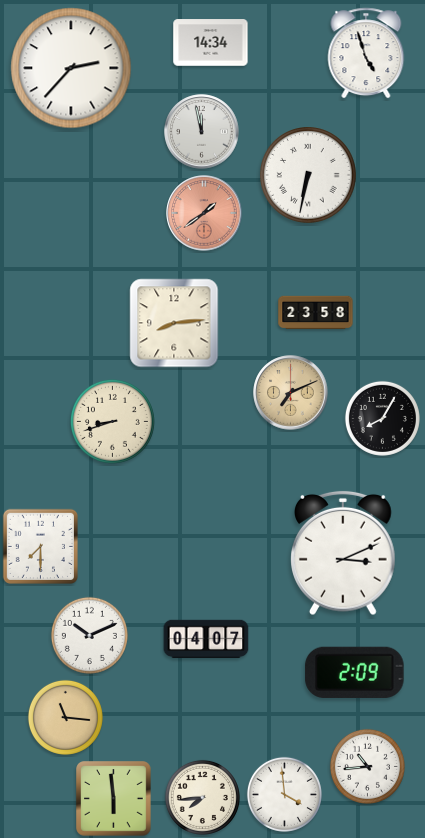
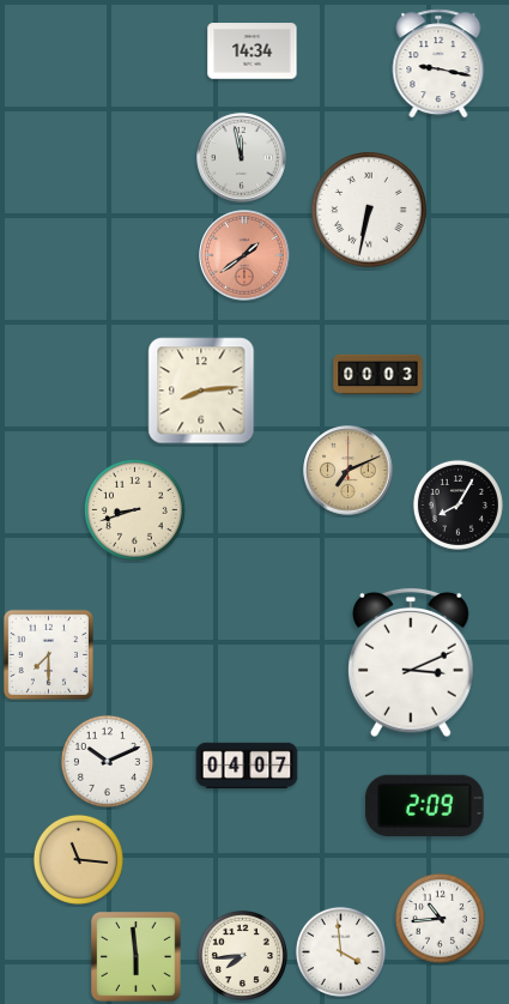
clock at (366, 53): 4:57 -> 9:17
clock at (71, 68): 2:37 -> none
clock at (316, 313): 23:58 -> 00:03
clock at (174, 323) position: (174, 323) -> (201, 391)
clock at (382, 418) position: (382, 418) -> (458, 504)
clock at (112, 421) position: (112, 421) -> (134, 509)
